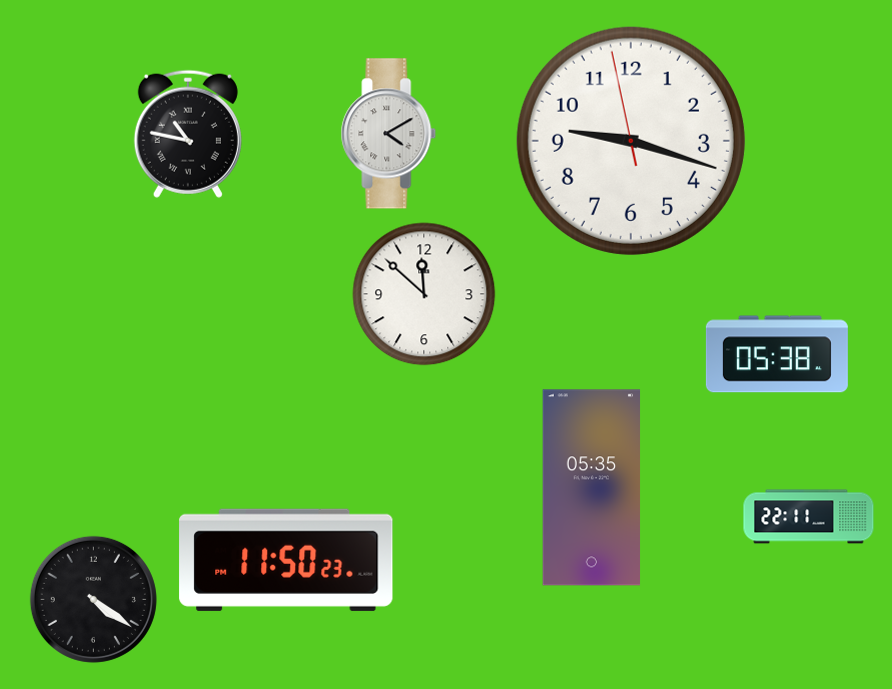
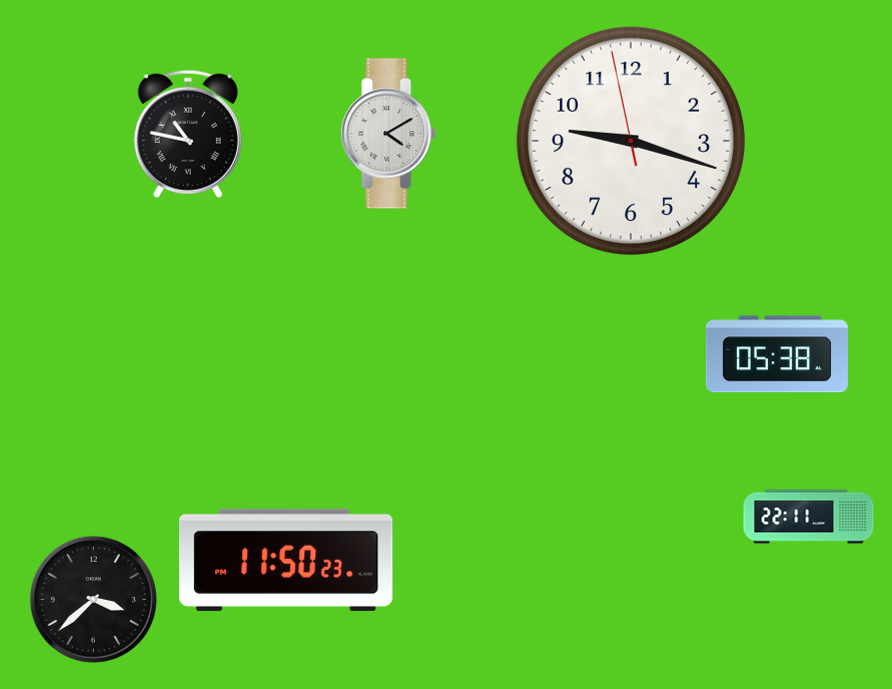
clock at (424, 294): 11:52 -> none
clock at (592, 488): 05:35 -> none
clock at (93, 599): 4:21 -> 3:38
